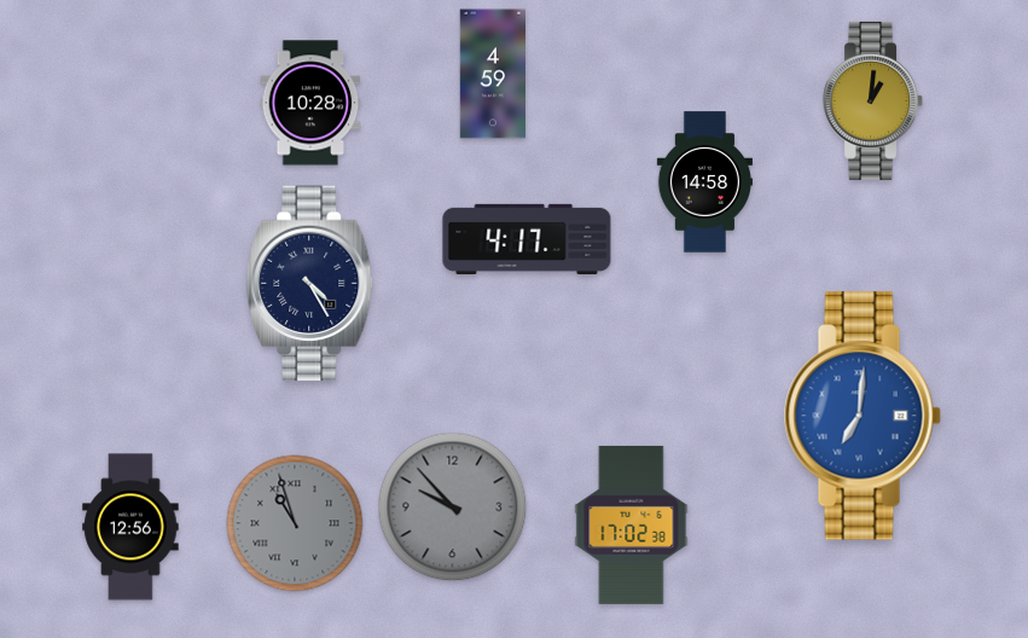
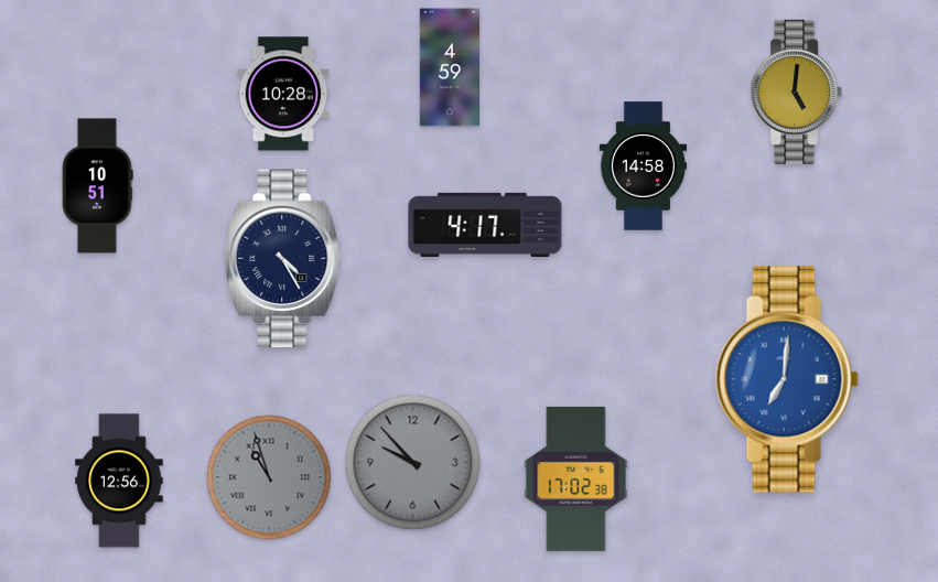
clock at (873, 100): 1:01 -> 5:01
clock at (98, 186): none -> 10:51
clock at (527, 239) position: (527, 239) -> (485, 225)
